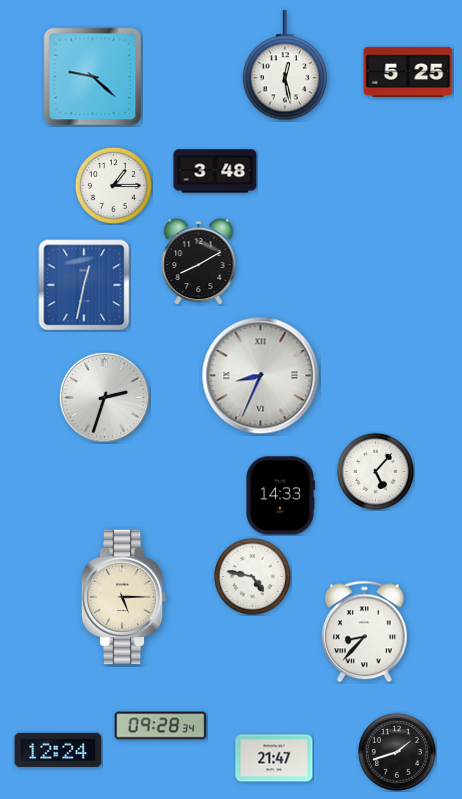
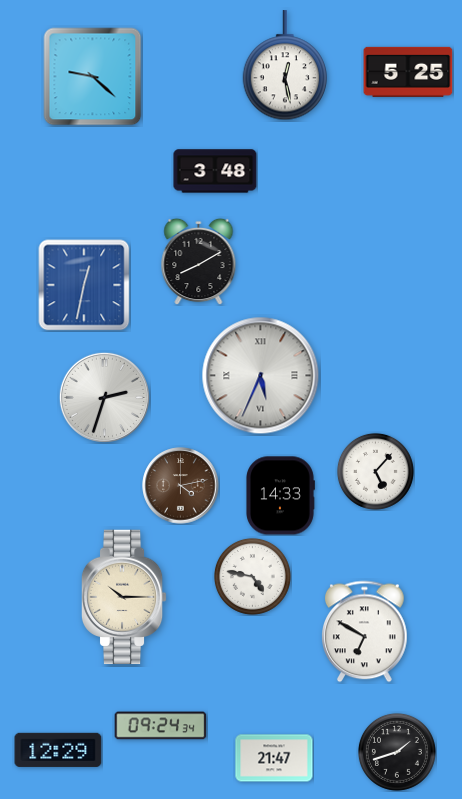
clock at (113, 185): 1:15 -> none
clock at (261, 376): 8:34 -> 5:34
clock at (181, 486): none -> 4:13
clock at (124, 597): 5:15 -> 10:15
clock at (365, 632): 8:37 -> 6:50
clock at (161, 726): 09:28 -> 09:24
clock at (58, 750): 12:24 -> 12:29
